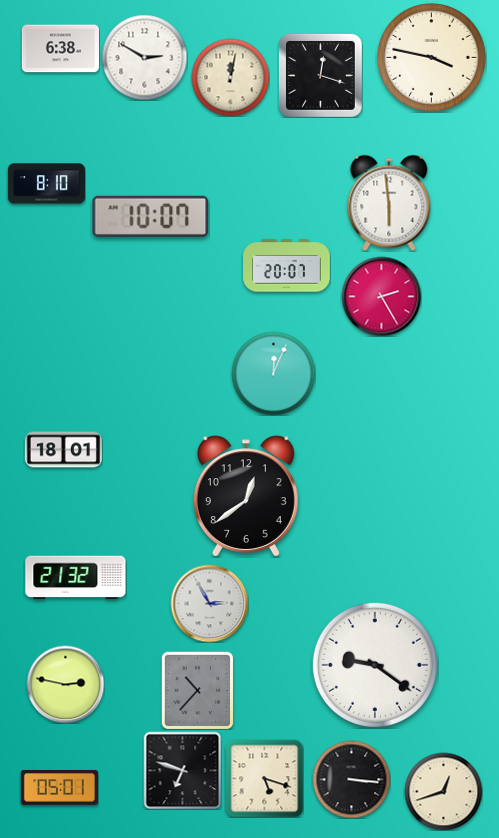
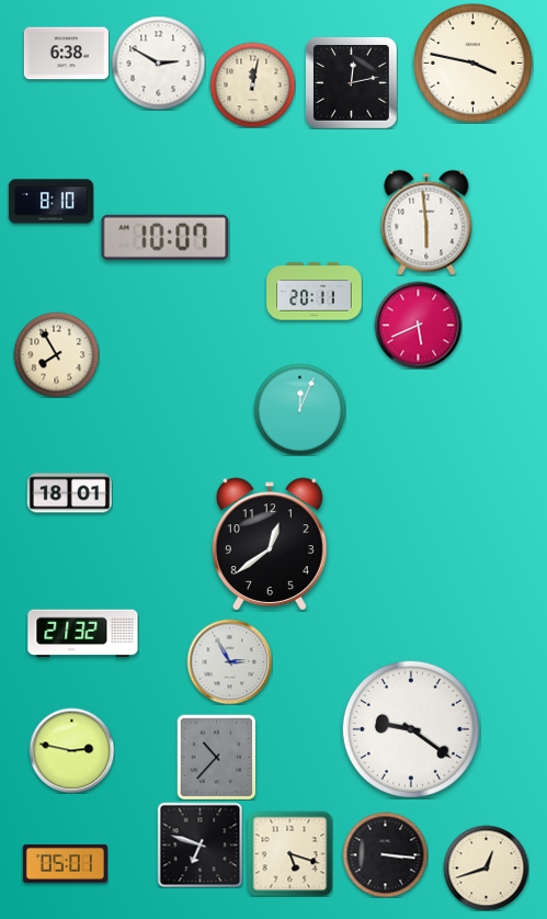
clock at (320, 75): 12:18 -> 12:13
clock at (287, 266): 20:07 -> 20:11
clock at (381, 296): 2:25 -> 5:41
clock at (56, 354): none -> 7:55
